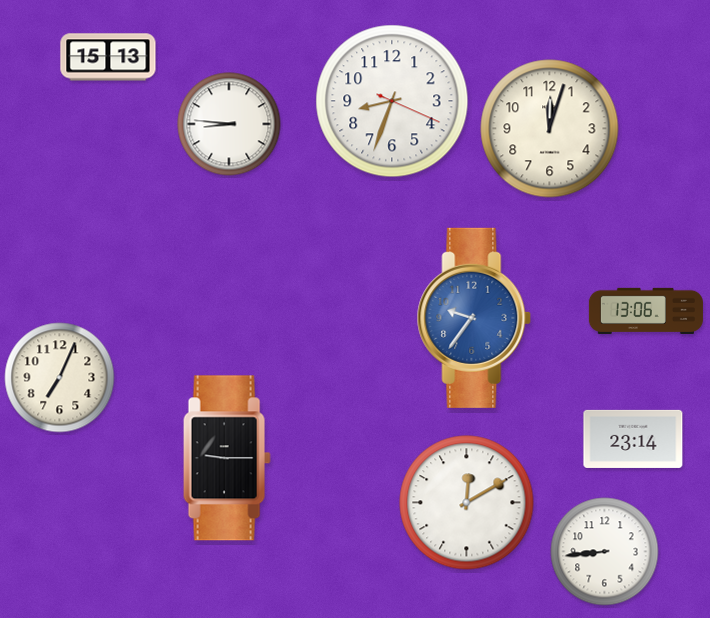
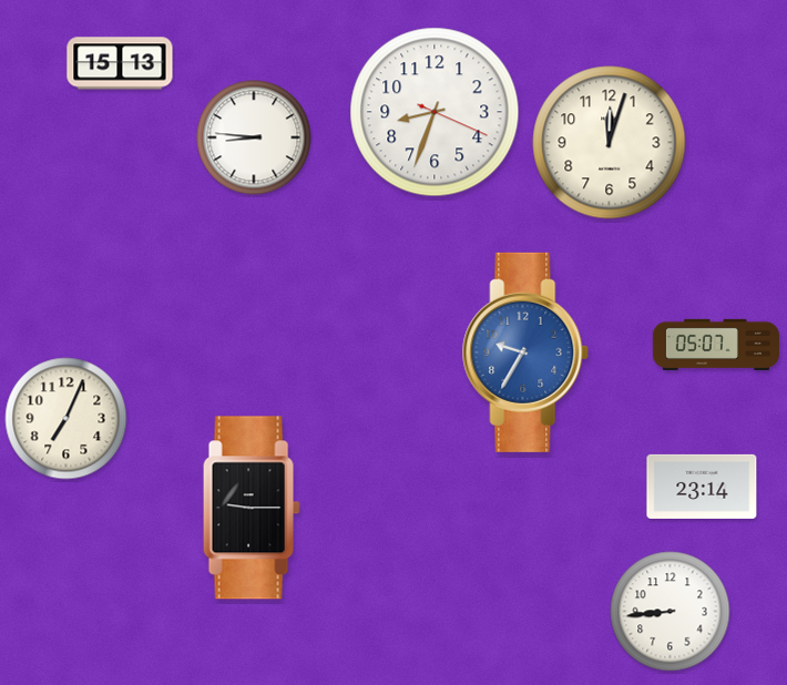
clock at (646, 311): 13:06 -> 05:07
clock at (474, 318): 9:36 -> 9:35
clock at (467, 503): 12:10 -> none
